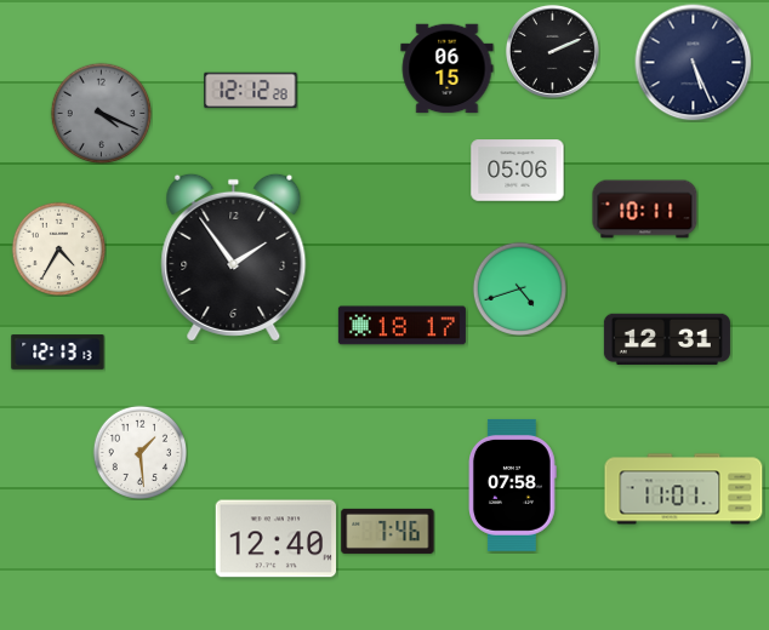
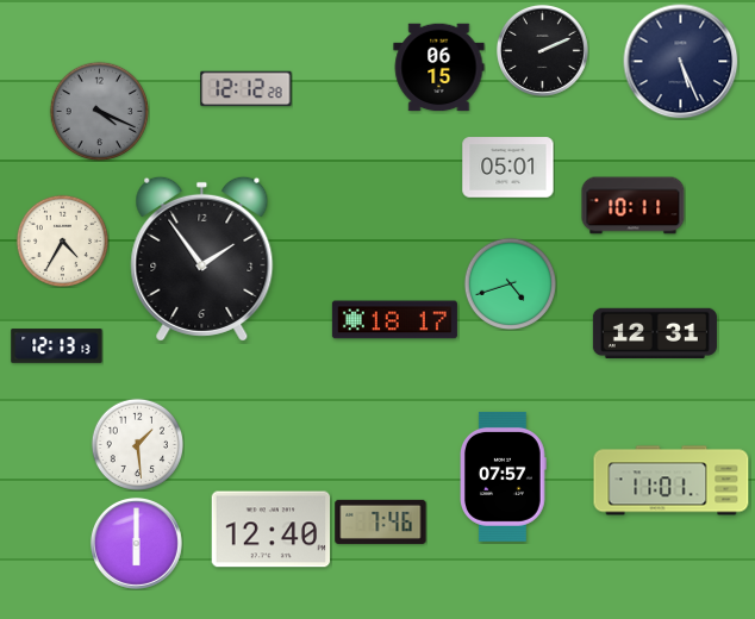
clock at (518, 171): 05:06 -> 05:01
clock at (58, 248) position: (58, 248) -> (62, 240)
clock at (234, 257) position: (234, 257) -> (202, 258)
clock at (513, 485): 07:58 -> 07:57
clock at (137, 544): none -> 6:00
